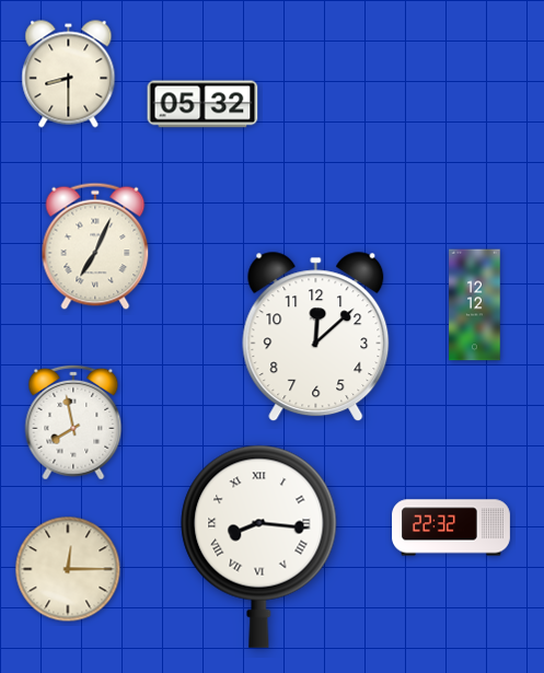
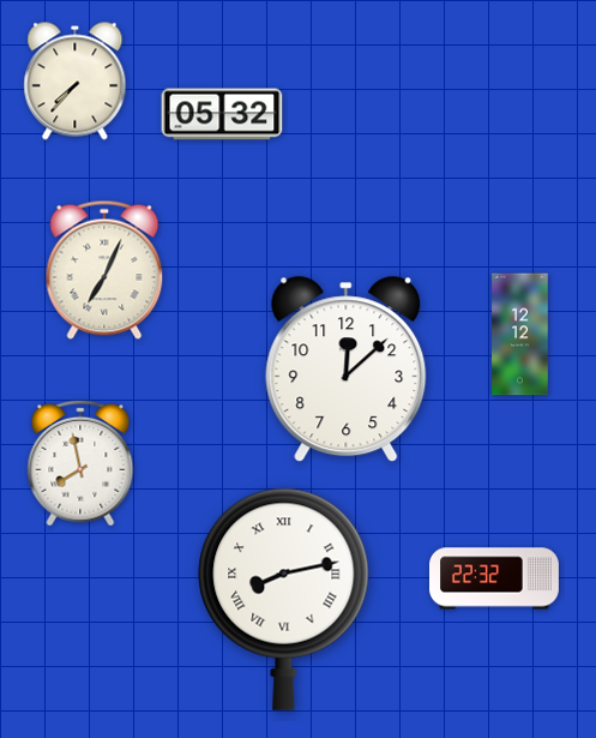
clock at (69, 74): 8:30 -> 7:37
clock at (259, 546): 8:16 -> 8:13
clock at (68, 569): 12:15 -> none
